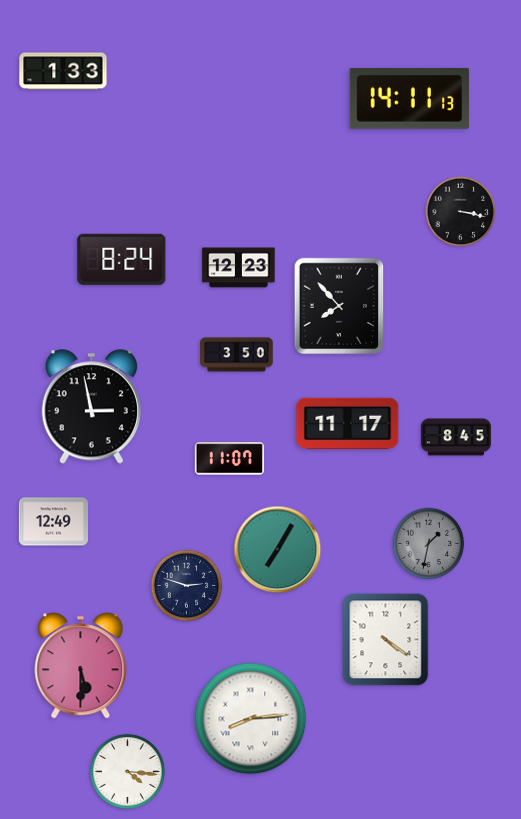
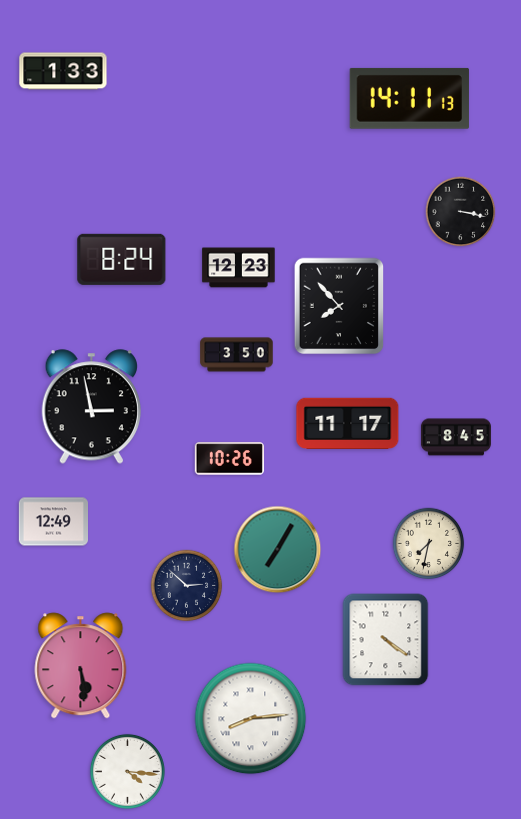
clock at (229, 459): 11:07 -> 10:26
clock at (429, 544): 1:32 -> 7:32
clock at (429, 544) dial: grey -> cream
clock at (187, 586): 2:48 -> 2:52
clock at (81, 666): 5:30 -> 5:29
